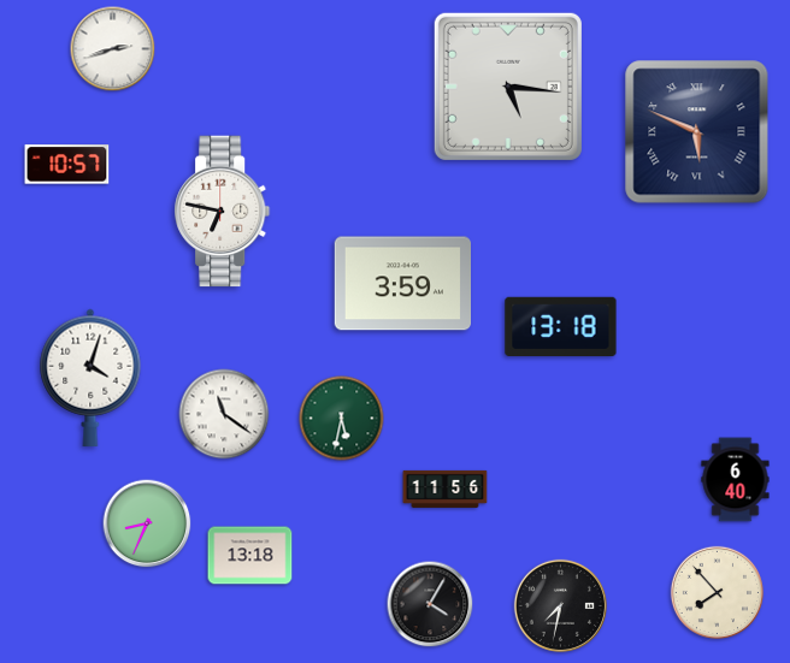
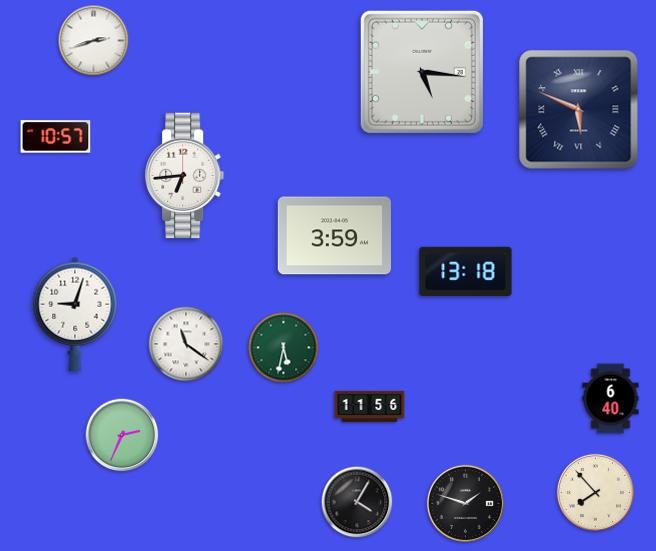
clock at (223, 212): 6:47 -> 6:44
clock at (90, 378): 4:03 -> 9:03
clock at (147, 523): 8:34 -> 2:34
clock at (250, 556): 13:18 -> none
clock at (560, 605): 7:32 -> 1:48
